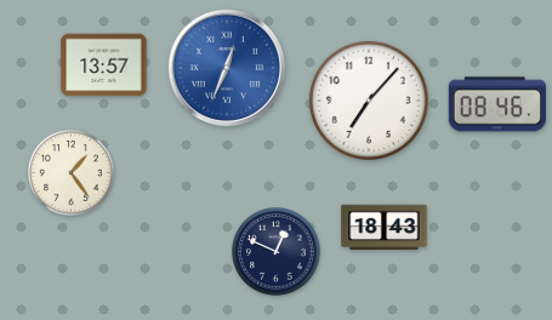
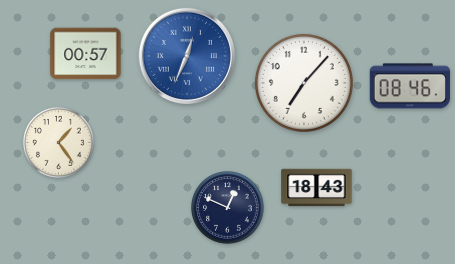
clock at (104, 65): 13:57 -> 00:57
